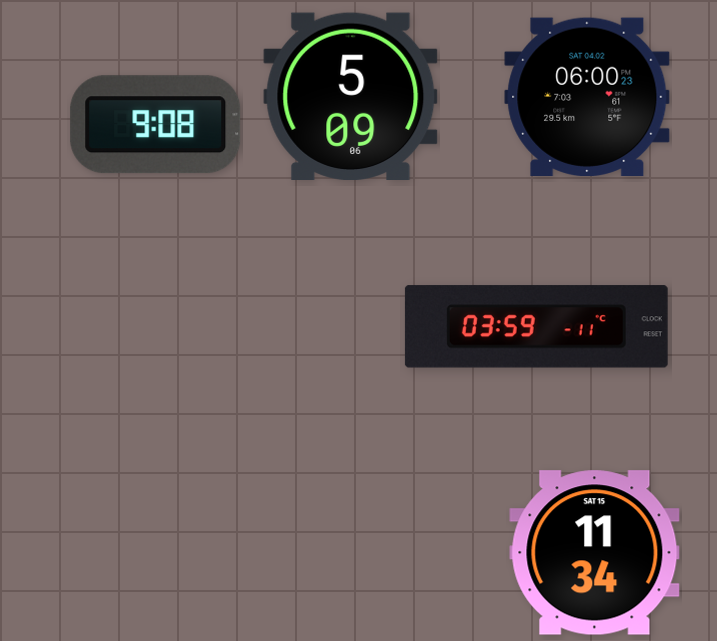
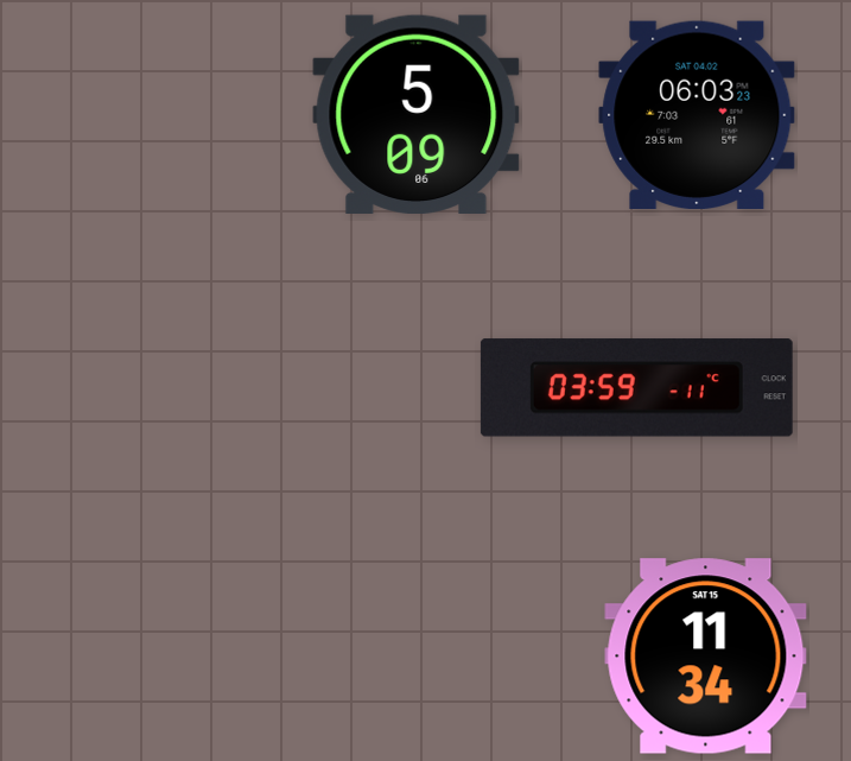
clock at (587, 96): 06:00 -> 06:03
clock at (156, 125): 9:08 -> none
